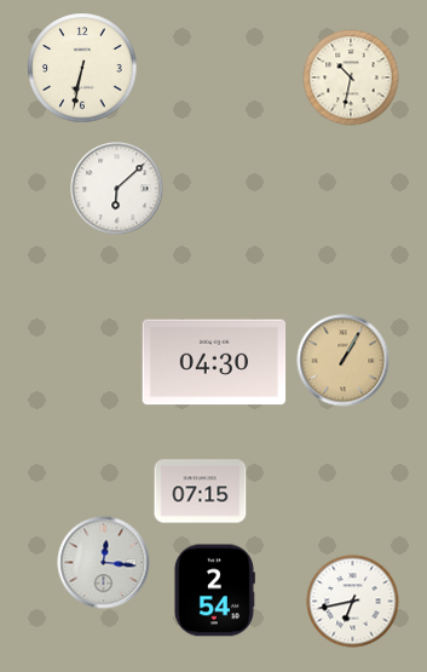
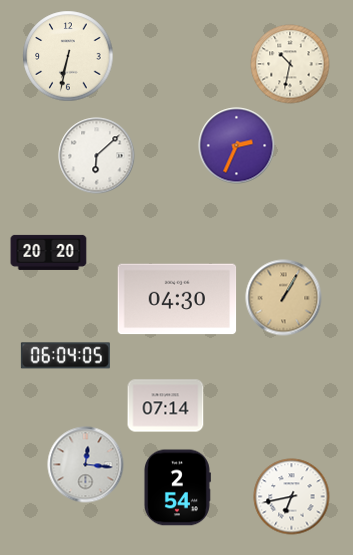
clock at (237, 146): none -> 2:34
clock at (49, 252): none -> 20:20
clock at (65, 356): none -> 06:04
clock at (201, 492): 07:15 -> 07:14
